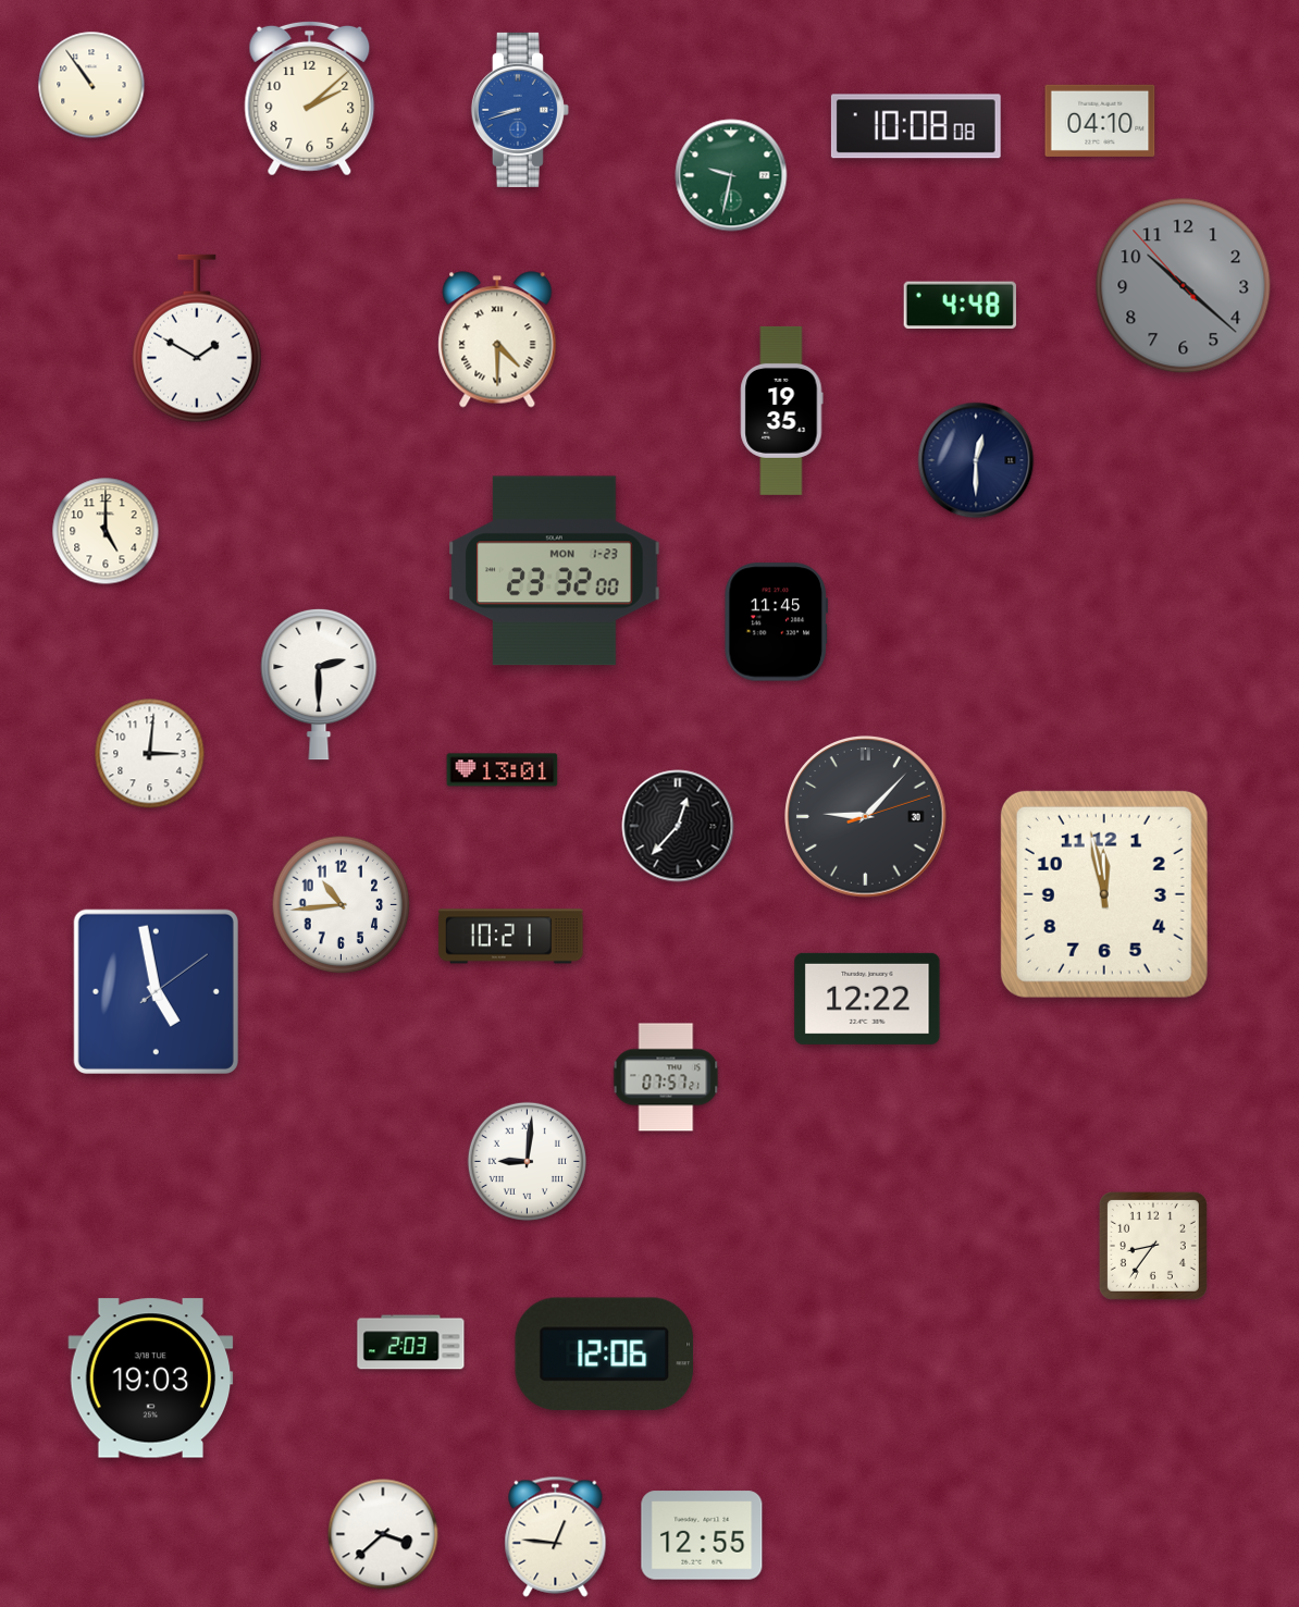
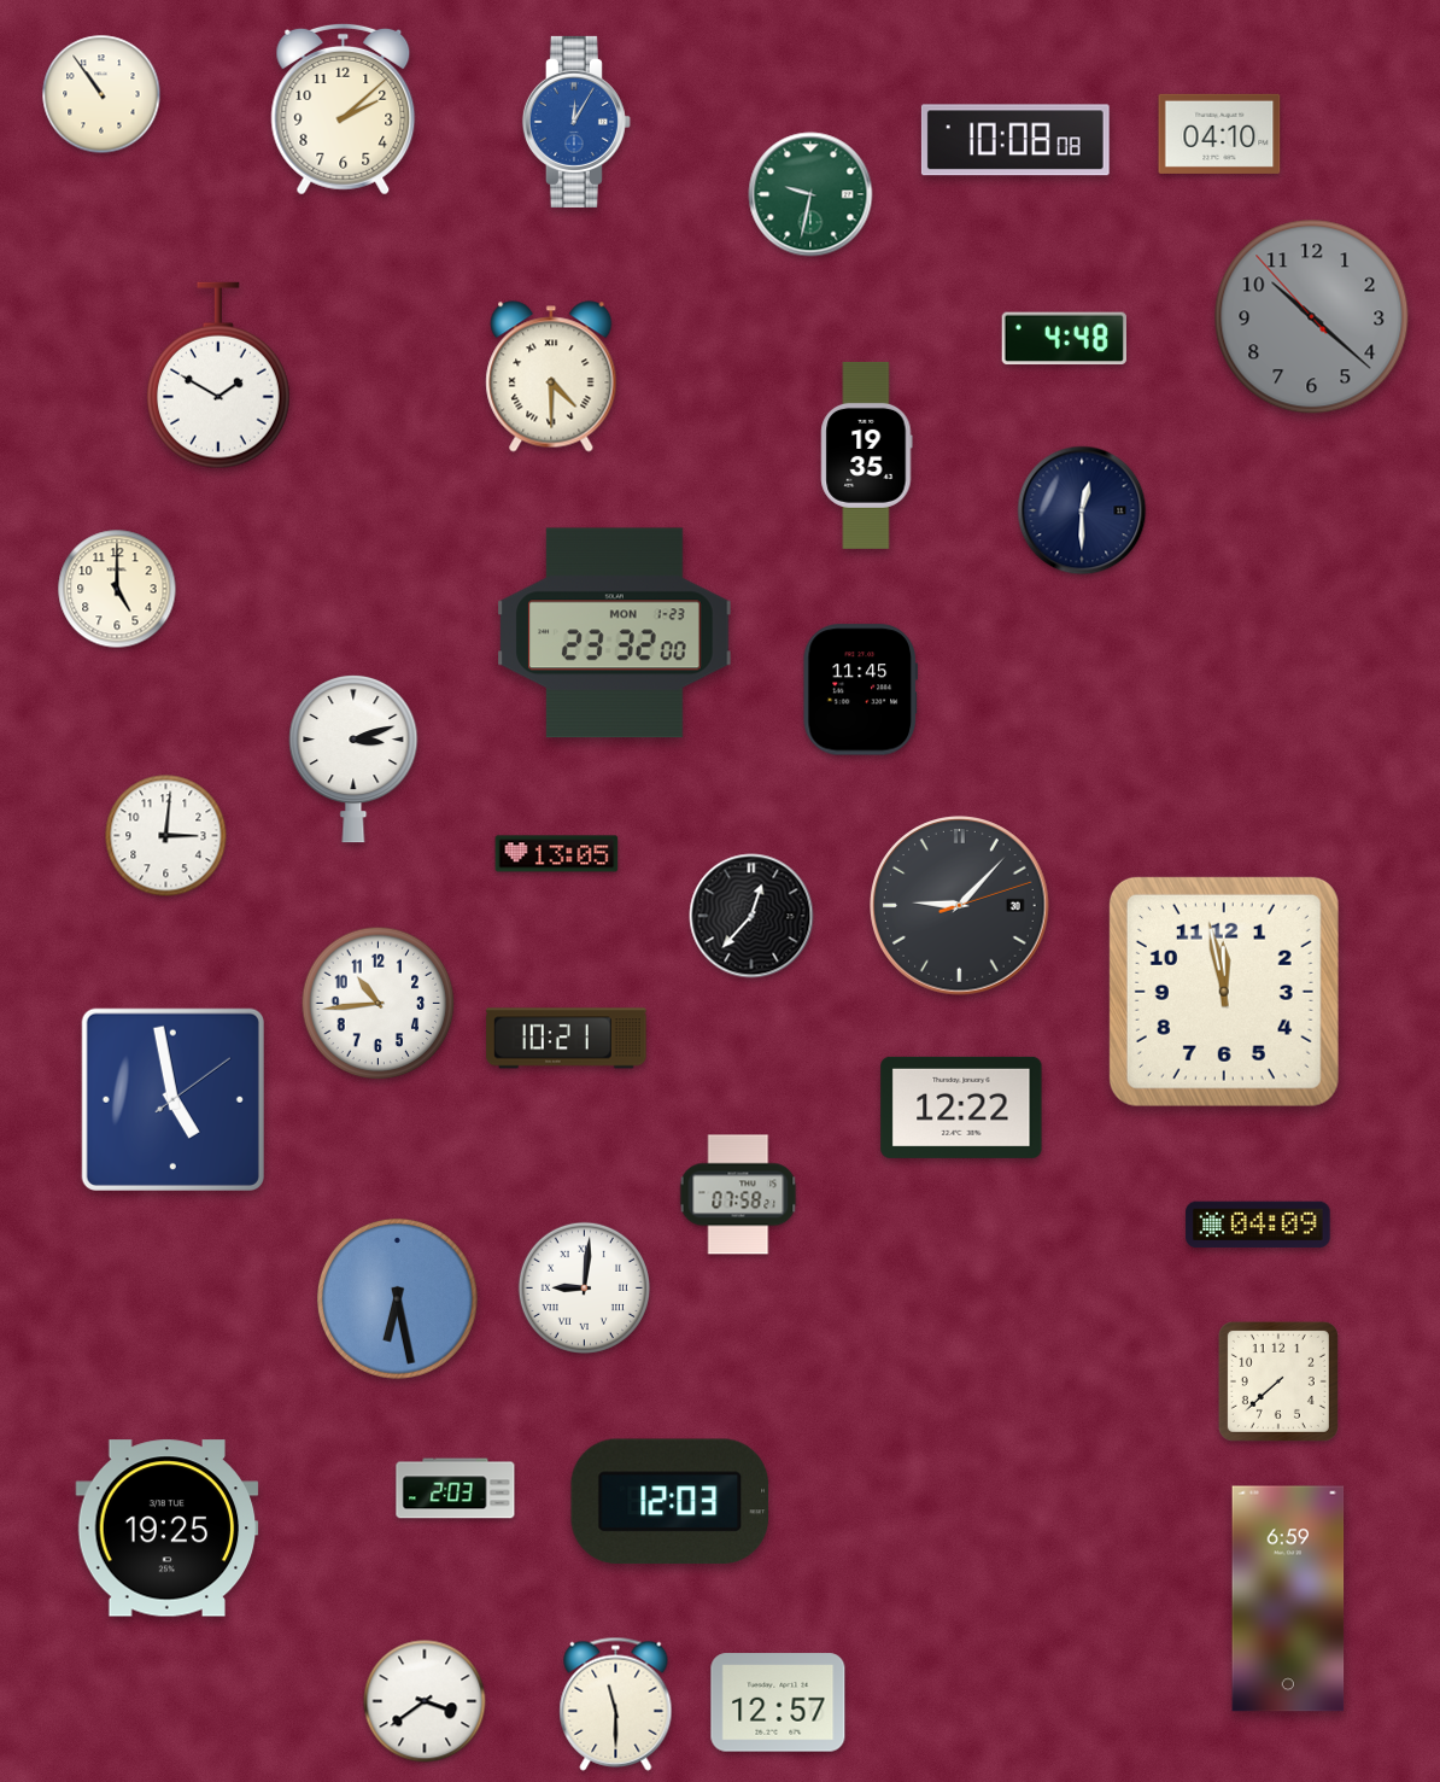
clock at (520, 110): 8:42 -> 12:05
clock at (319, 684): 2:30 -> 3:12
clock at (503, 770): 13:01 -> 13:05
clock at (666, 1077): 07:57 -> 07:58
clock at (1258, 1225): none -> 04:09
clock at (397, 1298): none -> 6:28
clock at (1153, 1246): 8:36 -> 7:38
clock at (605, 1355): 12:06 -> 12:03
clock at (151, 1379): 19:03 -> 19:25
clock at (1288, 1599): none -> 6:59
clock at (383, 1534): 3:38 -> 3:39
clock at (702, 1535): 12:55 -> 12:57
clock at (556, 1536): 12:46 -> 11:30
